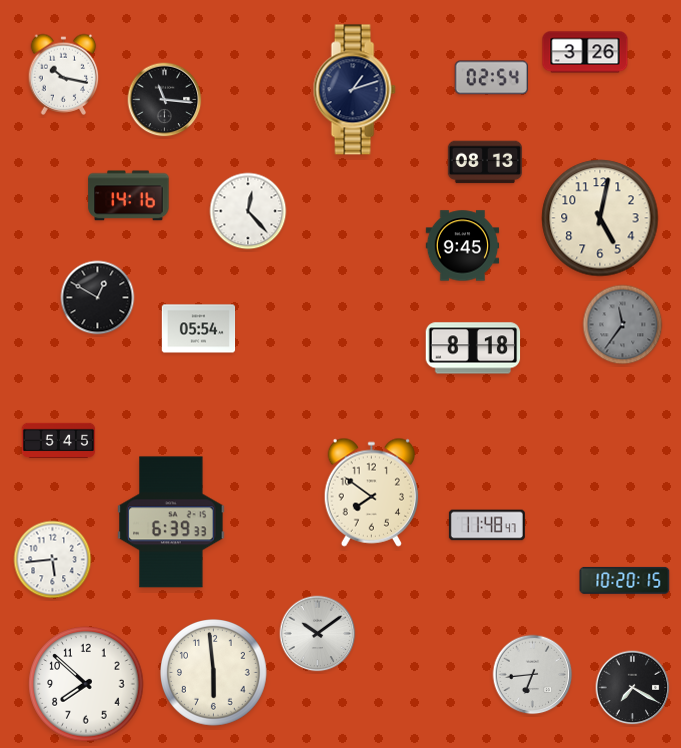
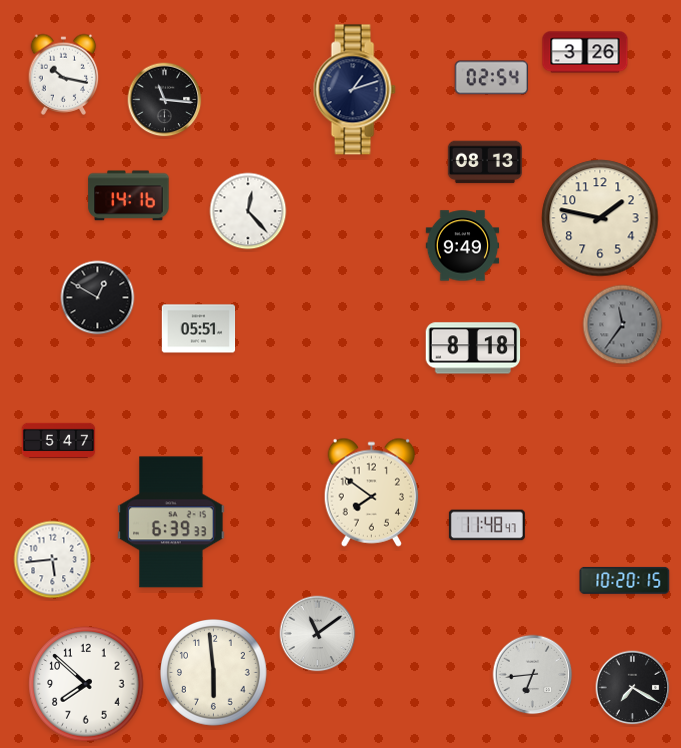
clock at (600, 218): 5:02 -> 1:47
clock at (463, 246): 9:45 -> 9:49
clock at (199, 329): 05:54 -> 05:51
clock at (59, 440): 5:45 -> 5:47
clock at (318, 634): 10:09 -> 11:09
